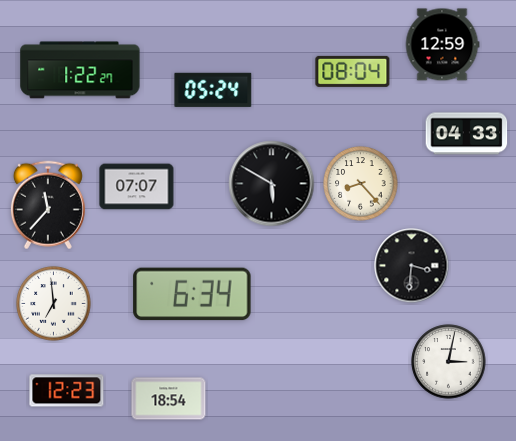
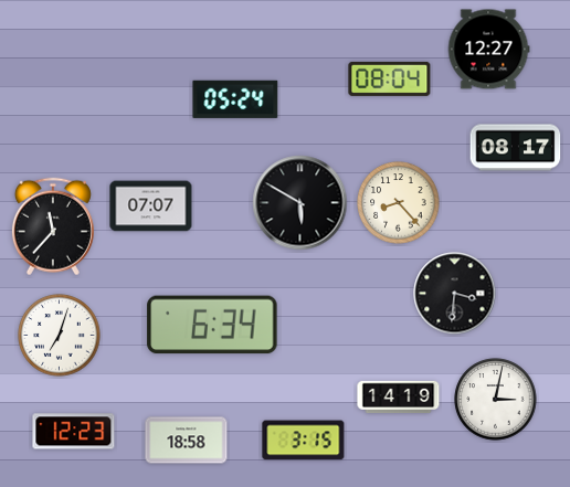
clock at (442, 45): 12:59 -> 12:27
clock at (80, 70): 1:22 -> none
clock at (467, 134): 04:33 -> 08:17
clock at (54, 304): 6:59 -> 7:03
clock at (399, 398): none -> 14:19
clock at (169, 399): 18:54 -> 18:58
clock at (304, 441): none -> 3:15
